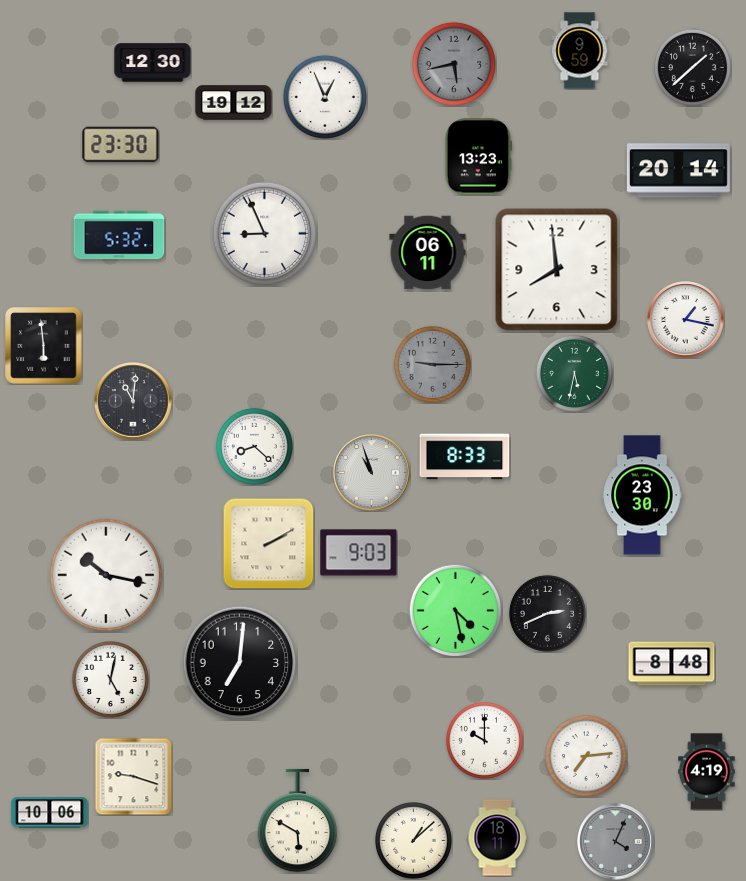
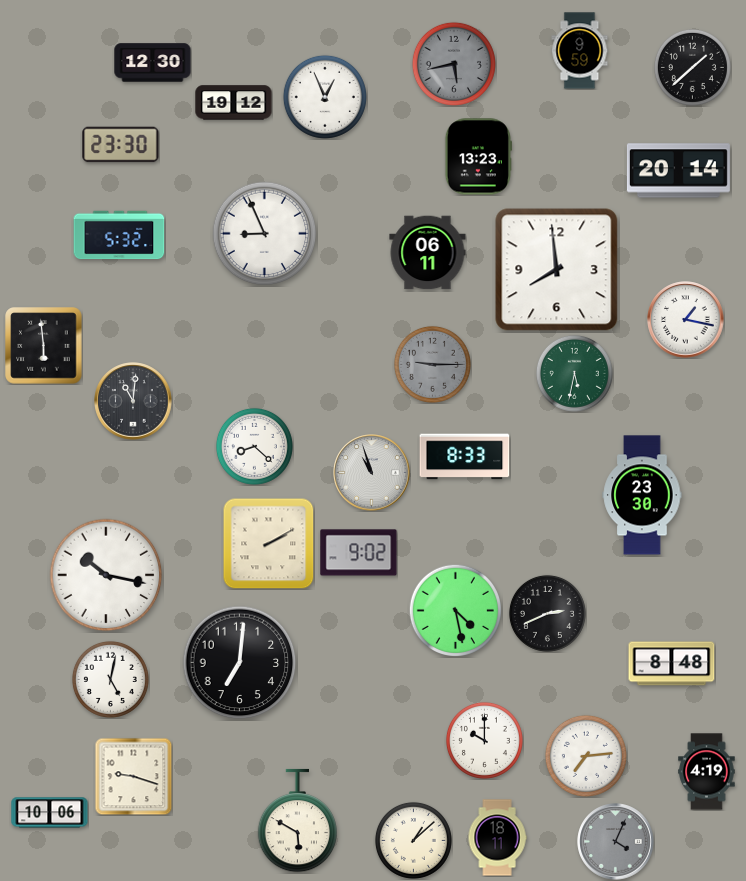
clock at (359, 553): 9:03 -> 9:02
